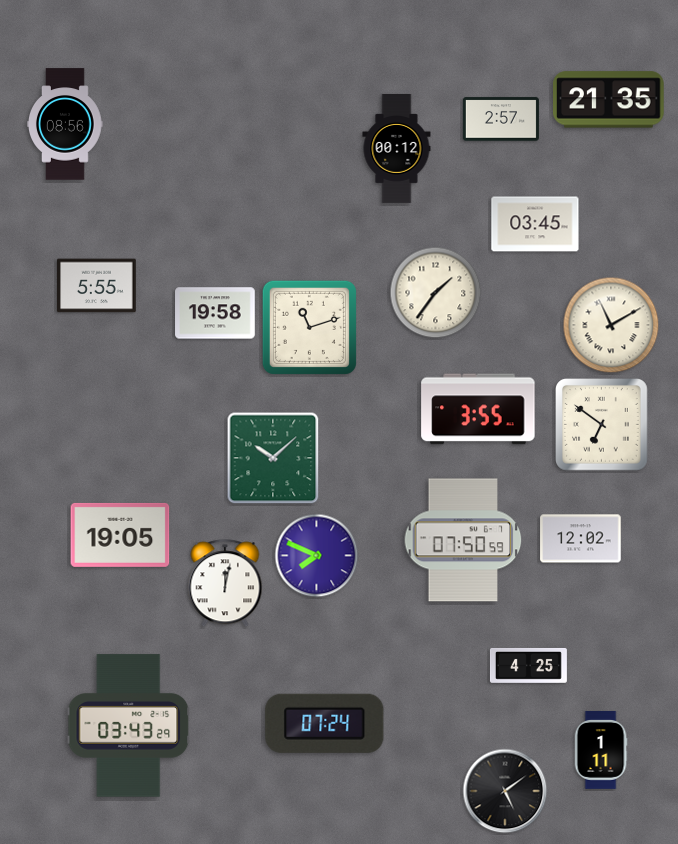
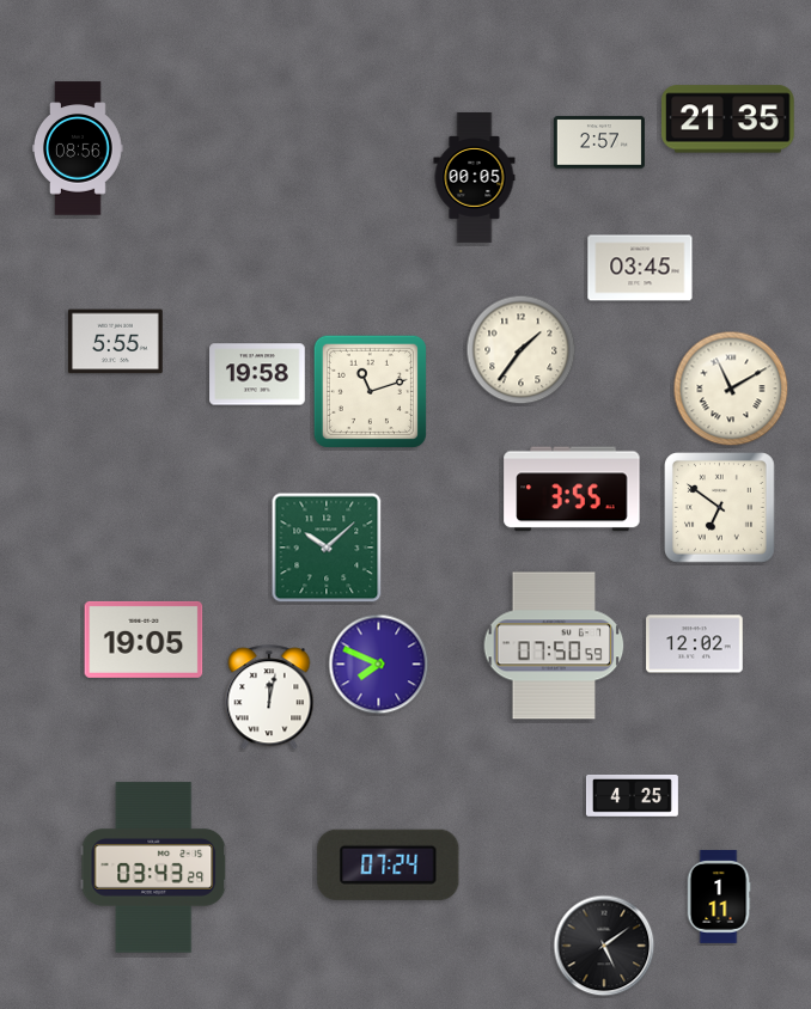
clock at (397, 149): 00:12 -> 00:05
